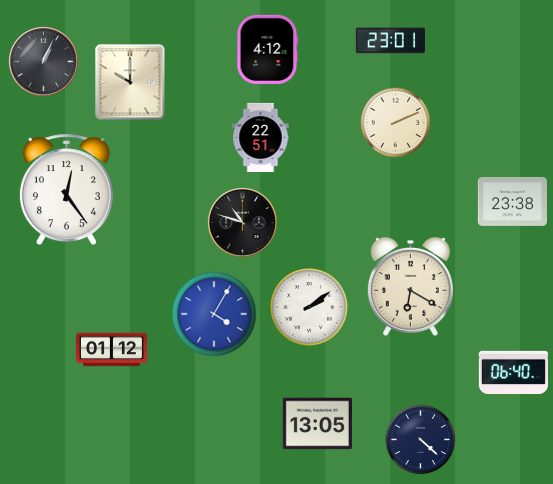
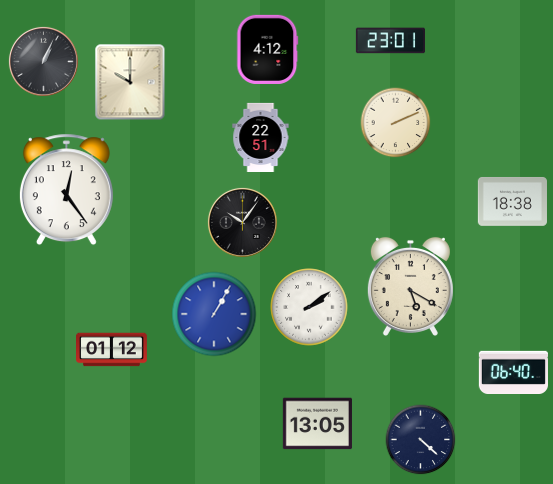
clock at (512, 202): 23:38 -> 18:38
clock at (242, 222): 10:48 -> 10:06
clock at (410, 286): 6:20 -> 5:20
clock at (214, 314): 4:05 -> 1:05
